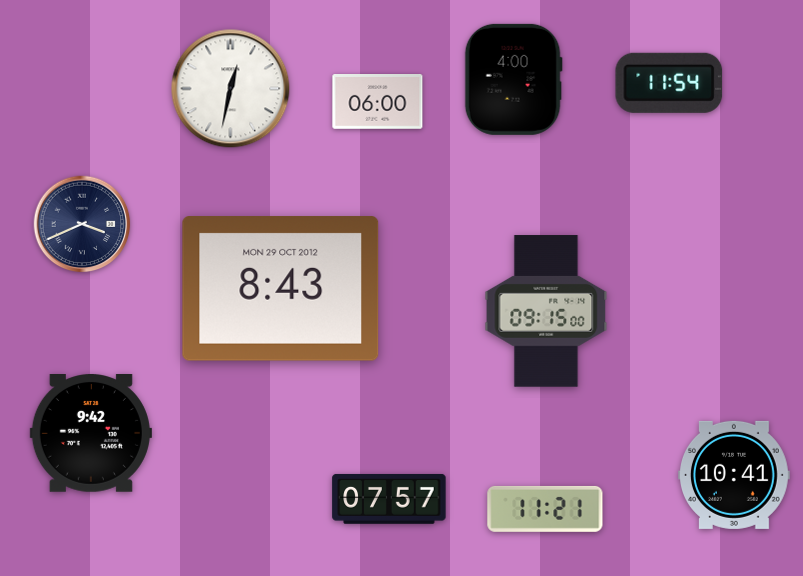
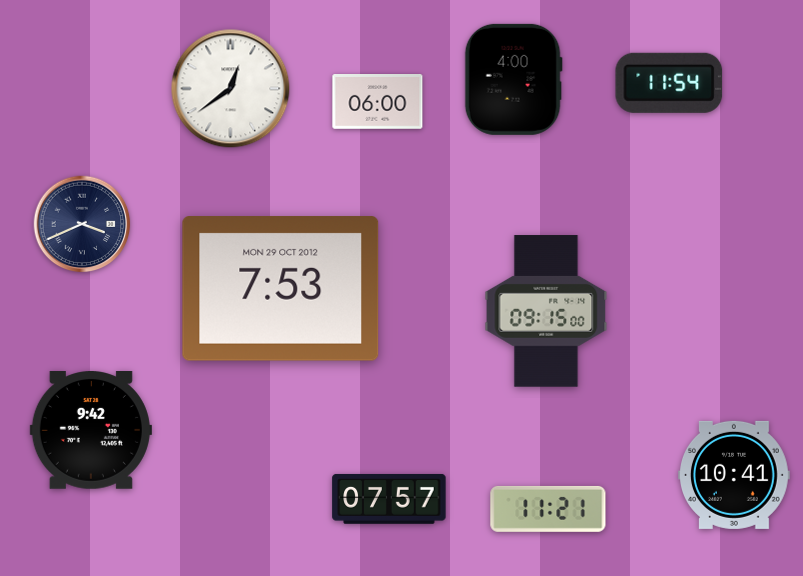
clock at (231, 89): 12:32 -> 12:39
clock at (281, 289): 8:43 -> 7:53
clock at (91, 434) position: (91, 434) -> (91, 431)
clock at (545, 509) position: (545, 509) -> (548, 509)
